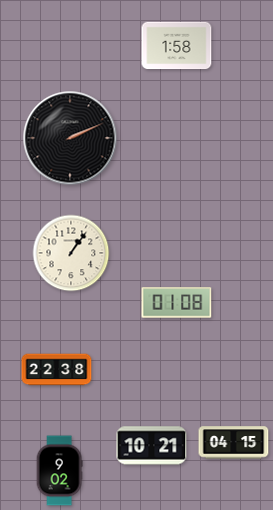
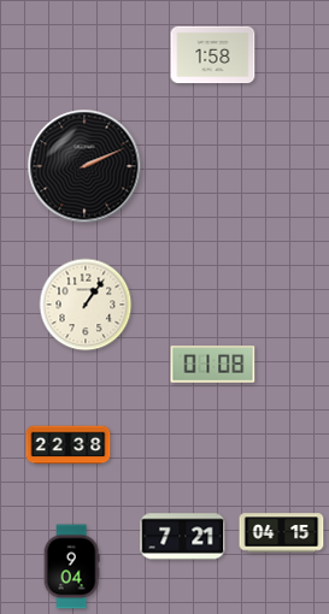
clock at (152, 446): 10:21 -> 7:21
clock at (59, 471): 9:02 -> 9:04
